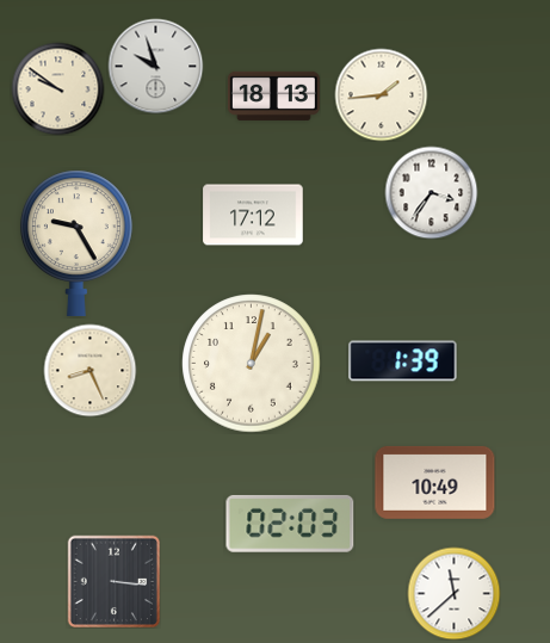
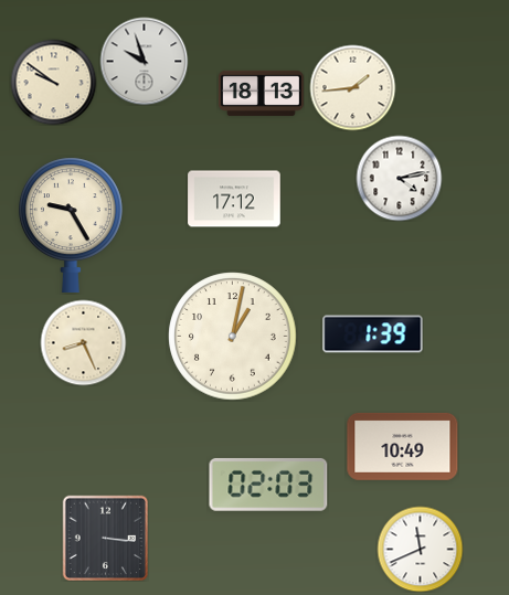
clock at (273, 95) position: (273, 95) -> (261, 93)
clock at (431, 192): 3:36 -> 4:13
clock at (453, 593): 11:38 -> 11:41
